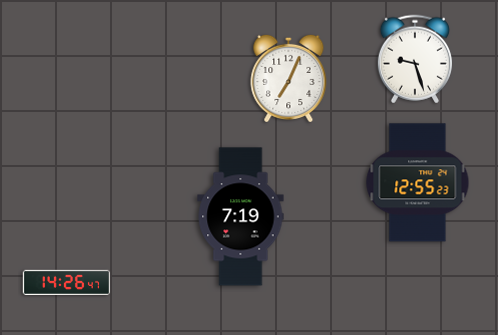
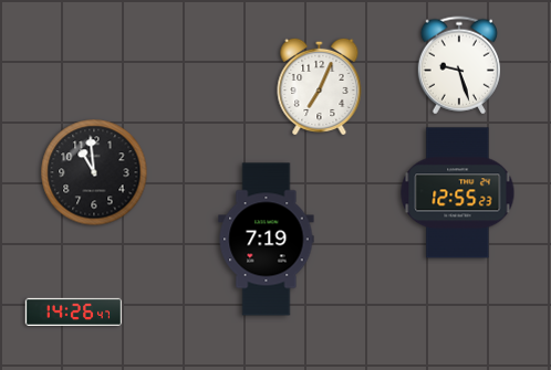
clock at (94, 172): none -> 10:59
clock at (418, 183) position: (418, 183) -> (458, 193)
